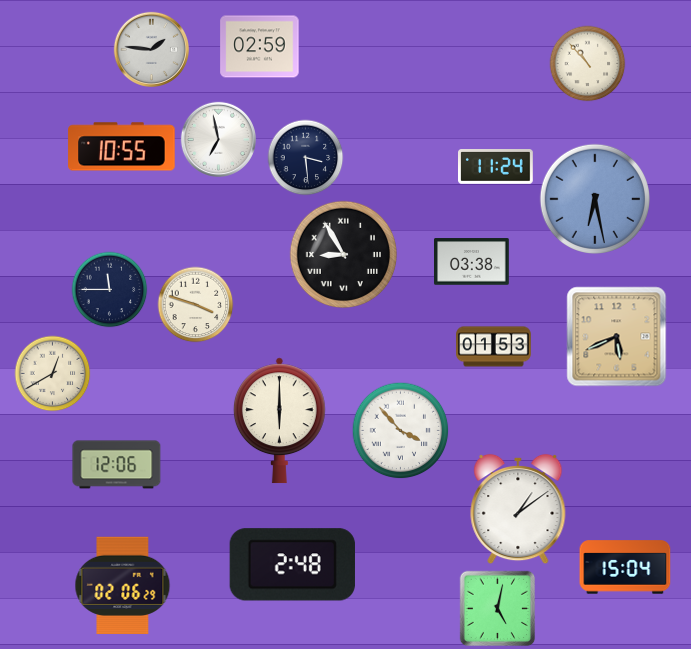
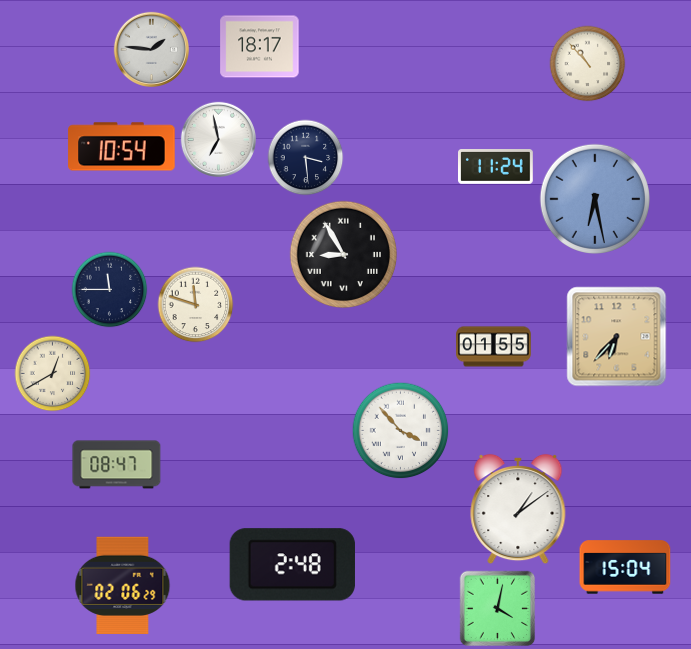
clock at (260, 47): 02:59 -> 18:17
clock at (122, 147): 10:55 -> 10:54
clock at (472, 262): 03:38 -> none
clock at (196, 305): 3:48 -> 11:48
clock at (617, 337): 5:41 -> 6:37
clock at (494, 347): 01:53 -> 01:55
clock at (279, 421): 6:00 -> none
clock at (117, 465): 12:06 -> 08:47
clock at (498, 609): 5:02 -> 4:02
